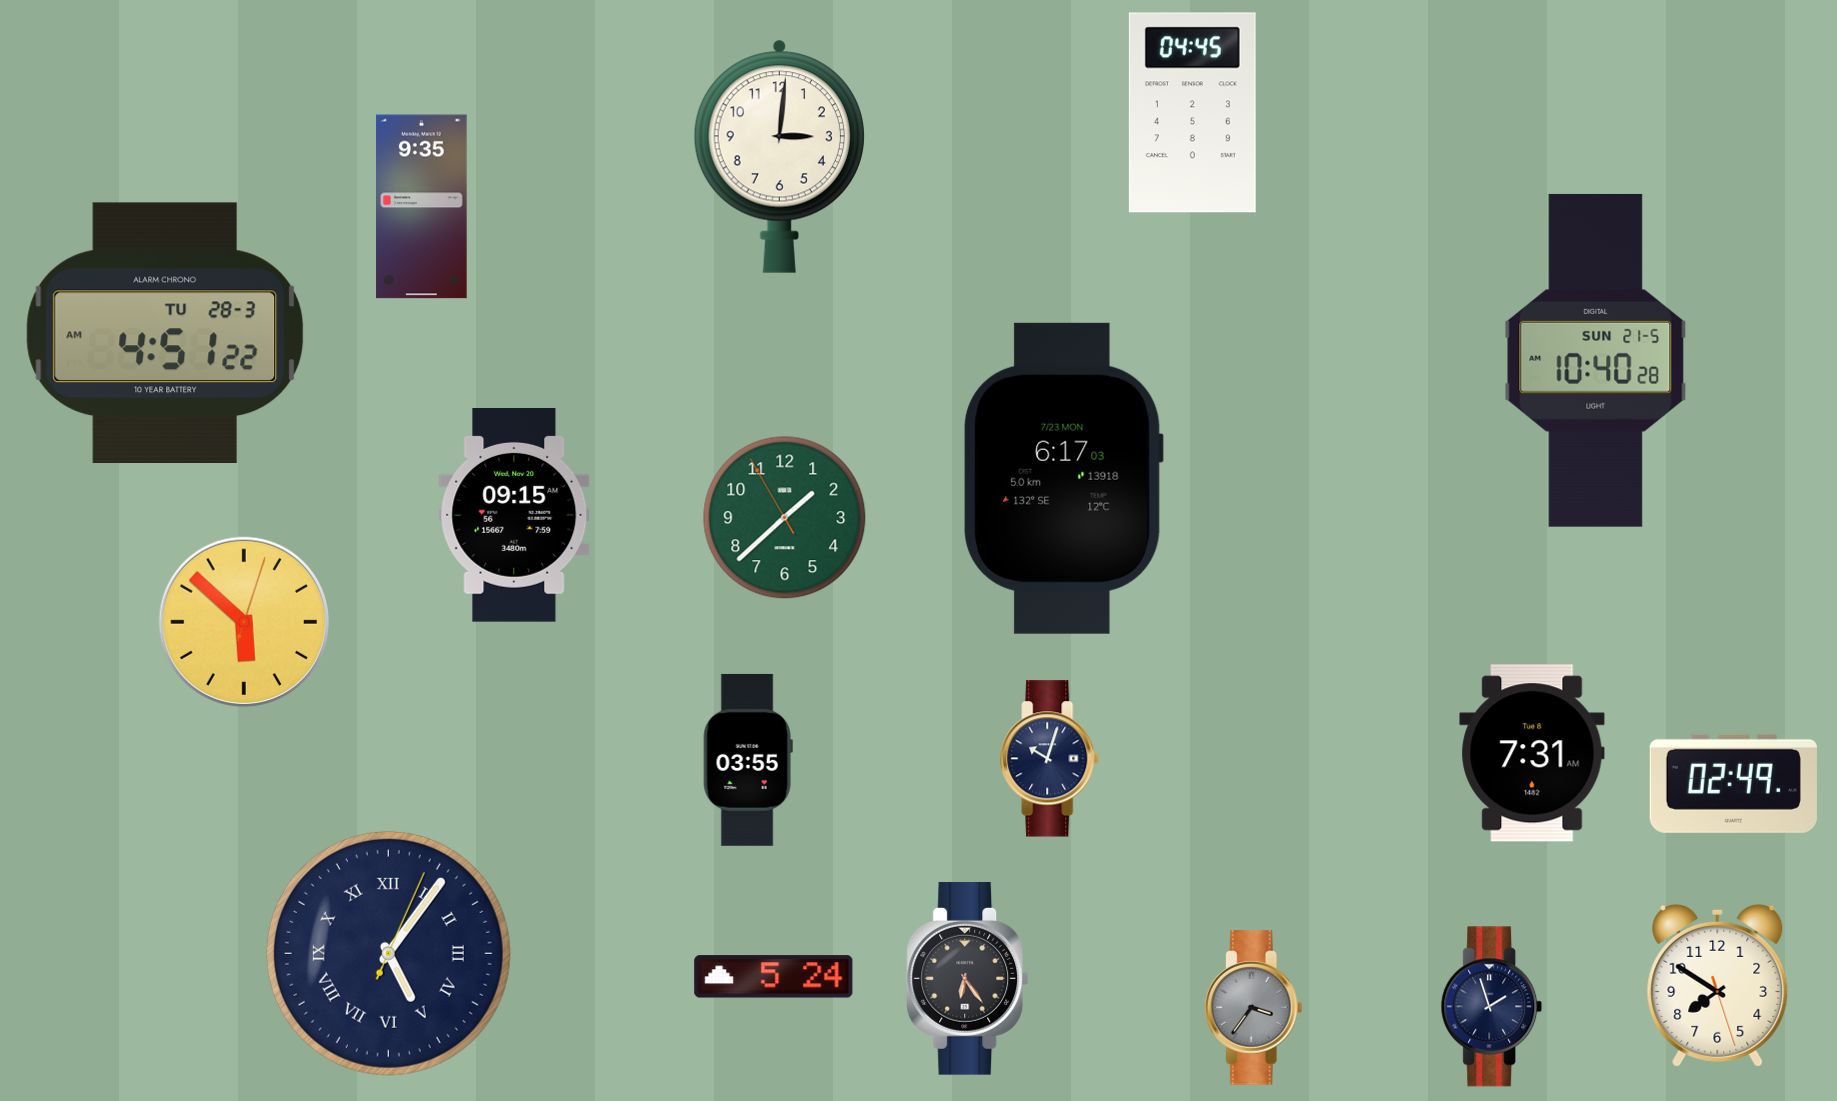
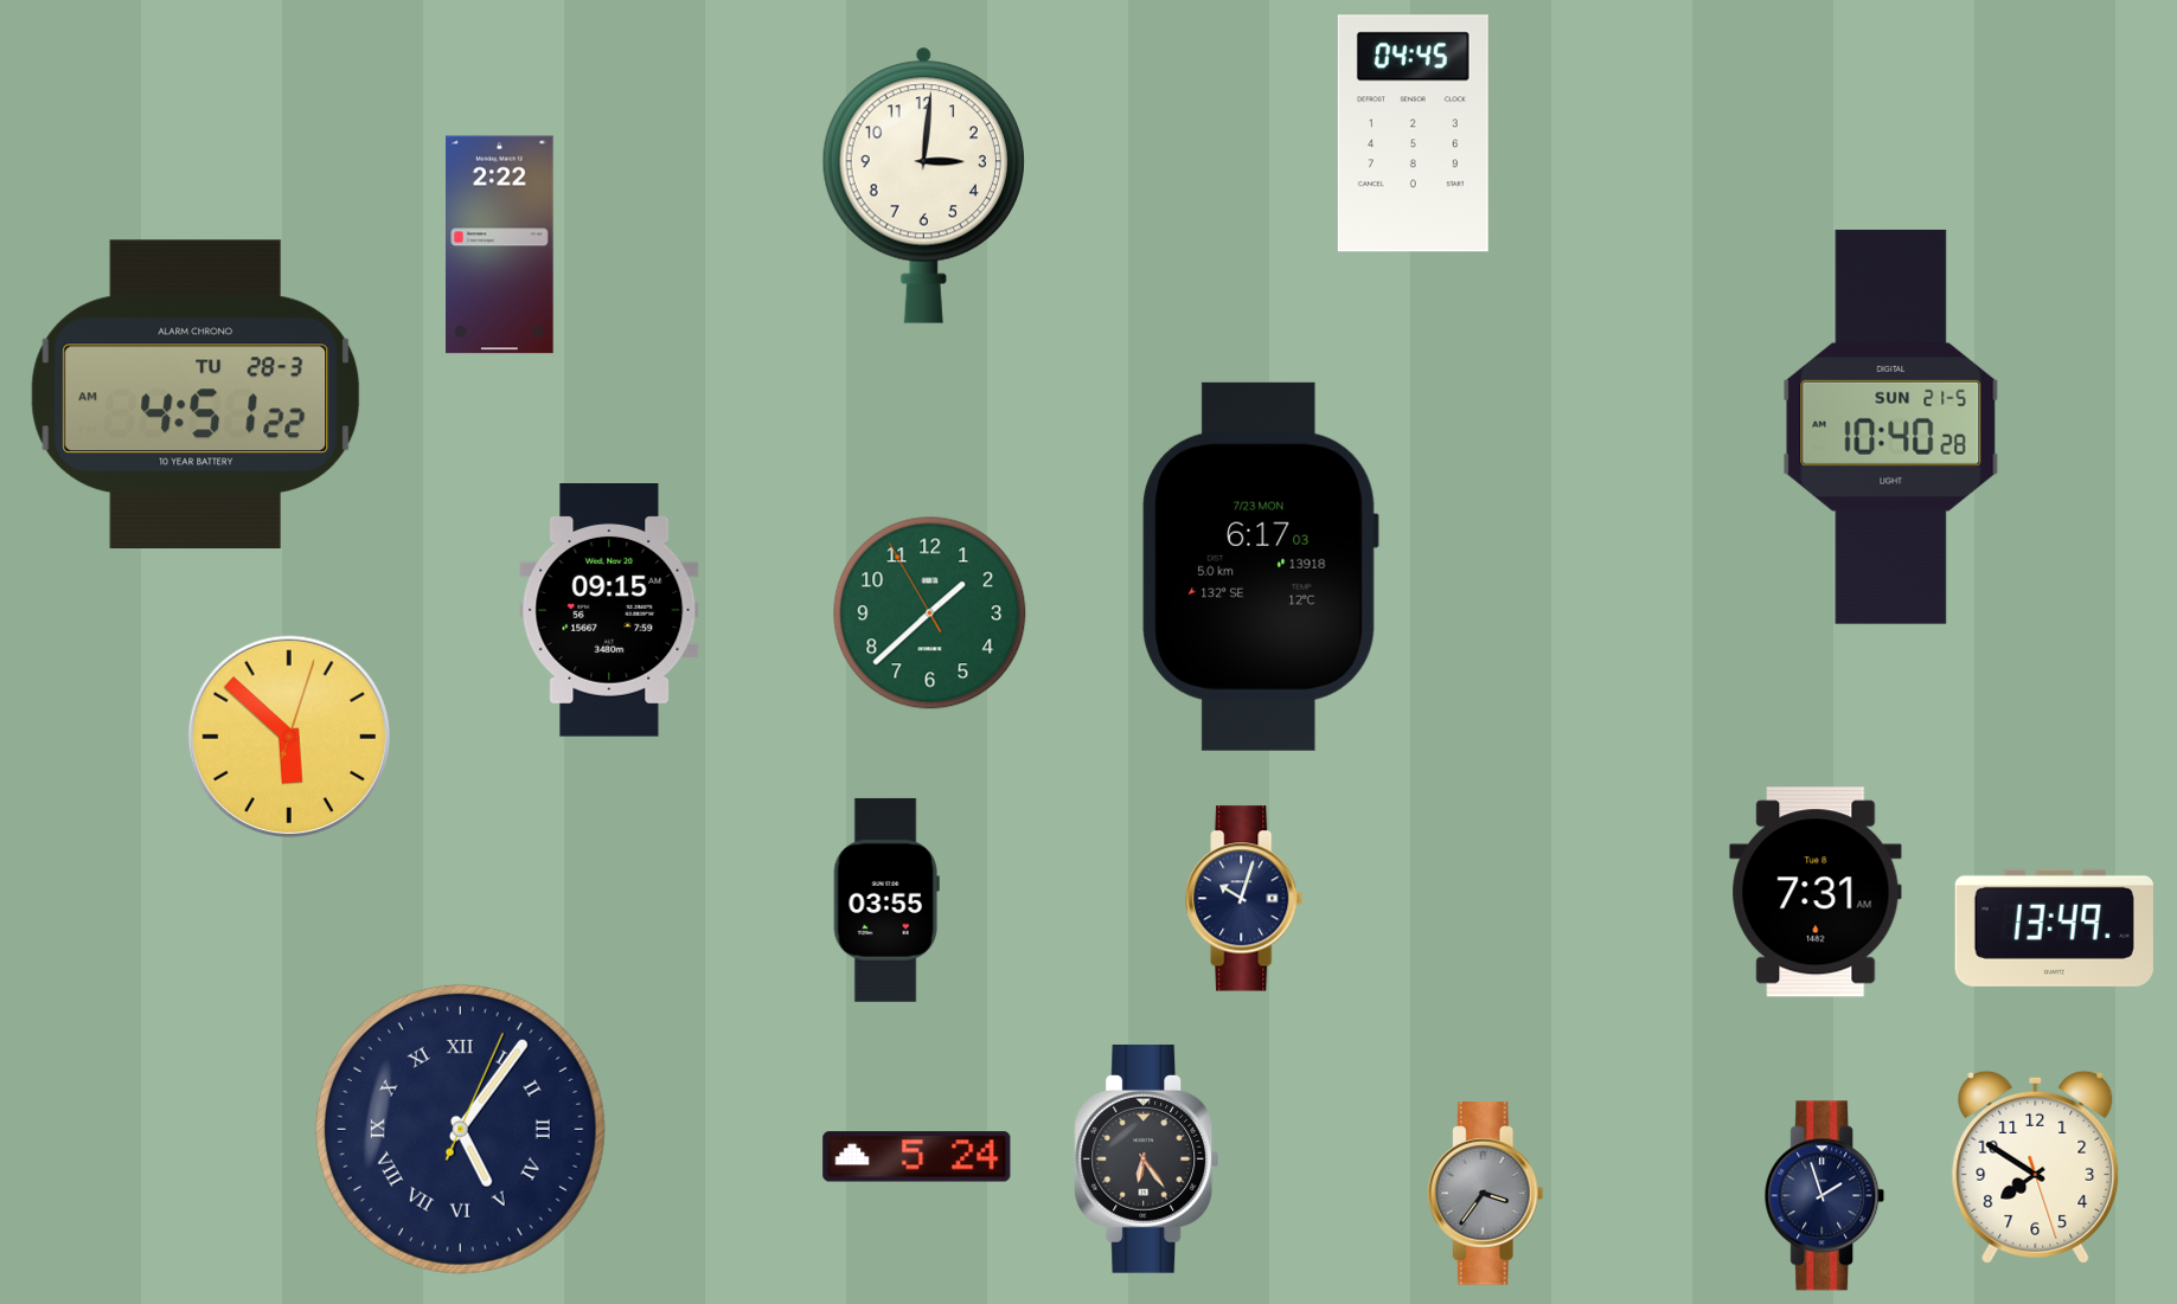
clock at (422, 207): 9:35 -> 2:22
clock at (1733, 783): 02:49 -> 13:49
clock at (1492, 1007) position: (1492, 1007) -> (1825, 1196)
